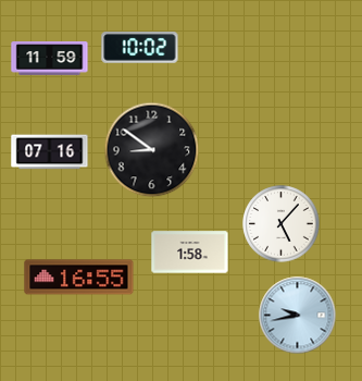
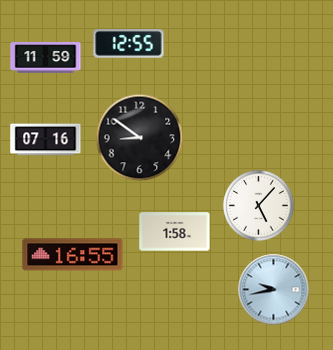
clock at (140, 48): 10:02 -> 12:55
clock at (50, 59) position: (50, 59) -> (46, 58)
